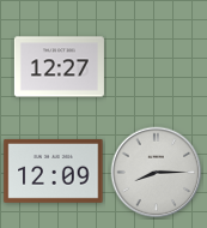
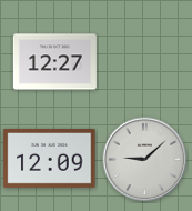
clock at (157, 173): 8:15 -> 9:08
